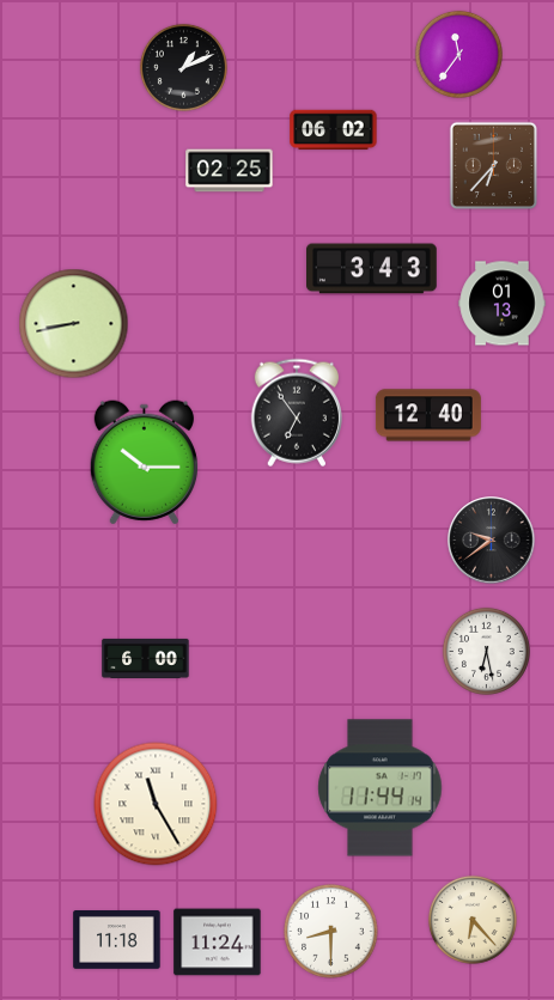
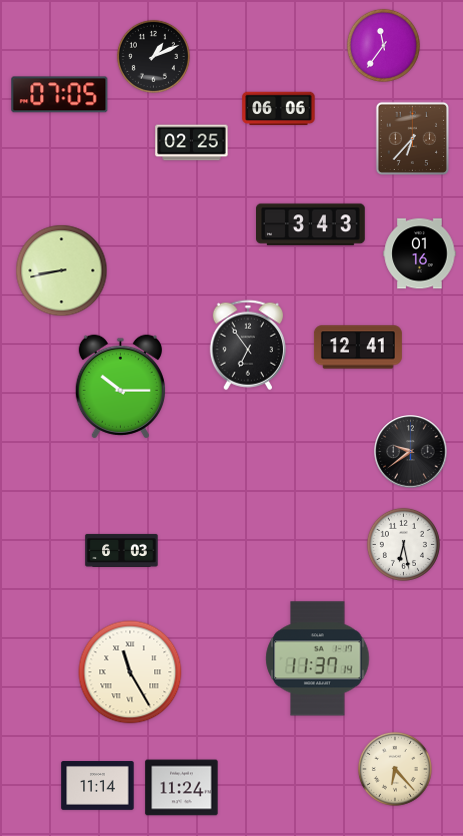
clock at (60, 95): none -> 07:05
clock at (334, 130): 06:02 -> 06:06
clock at (503, 304): 01:13 -> 01:16
clock at (428, 415): 12:40 -> 12:41
clock at (486, 651) position: (486, 651) -> (403, 544)
clock at (146, 658): 6:00 -> 6:03
clock at (381, 788): 11:44 -> 11:37
clock at (331, 932): 8:30 -> none
clock at (117, 940): 11:18 -> 11:14
